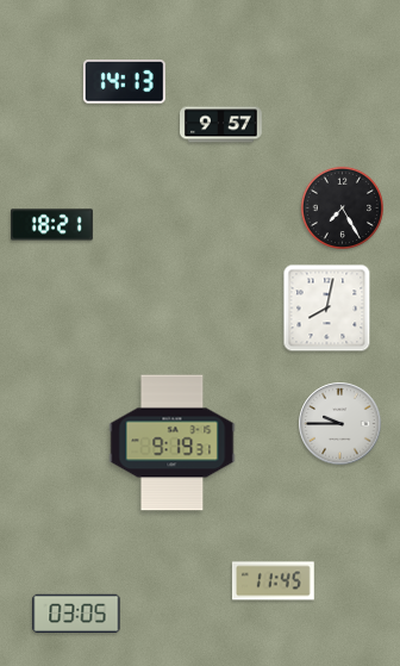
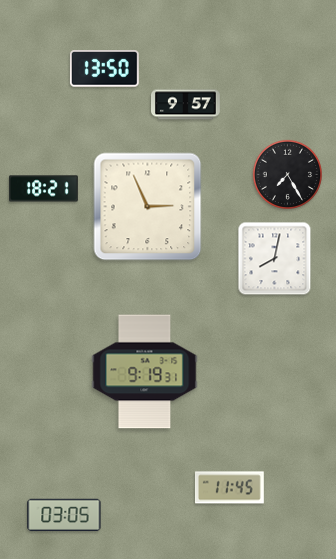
clock at (124, 82): 14:13 -> 13:50
clock at (148, 207): none -> 2:56
clock at (340, 424): 9:45 -> none
